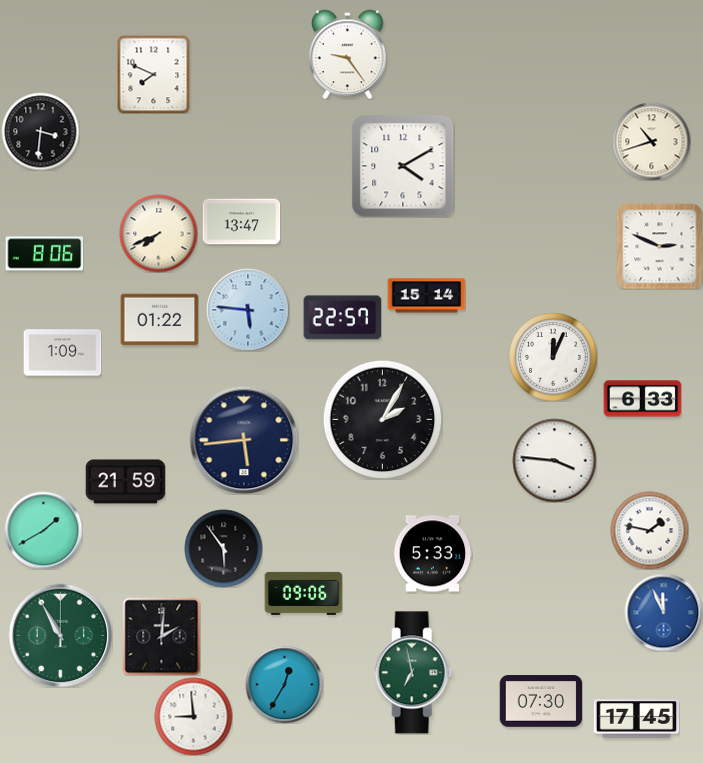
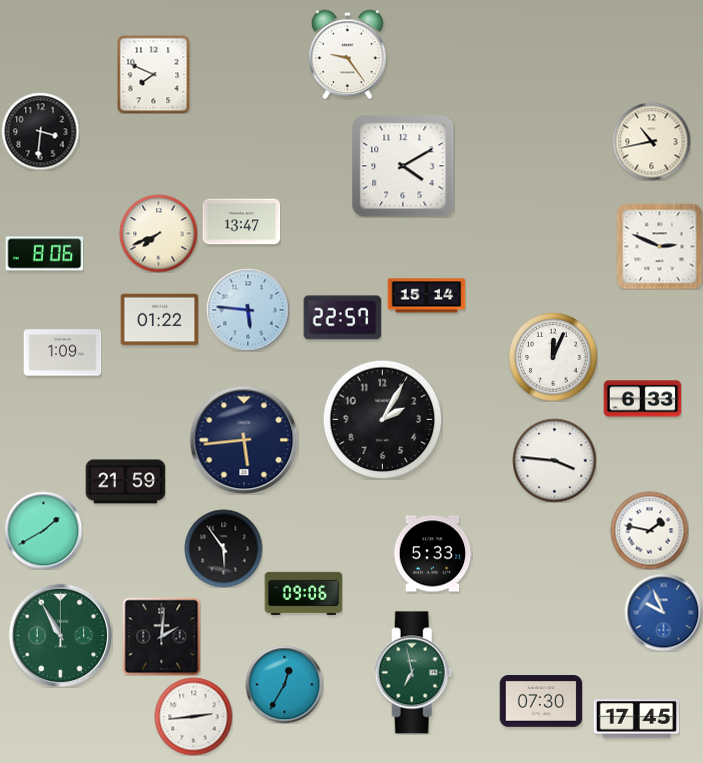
clock at (651, 141): 10:42 -> 10:43
clock at (663, 612): 11:56 -> 9:56
clock at (193, 716): 8:59 -> 2:44
